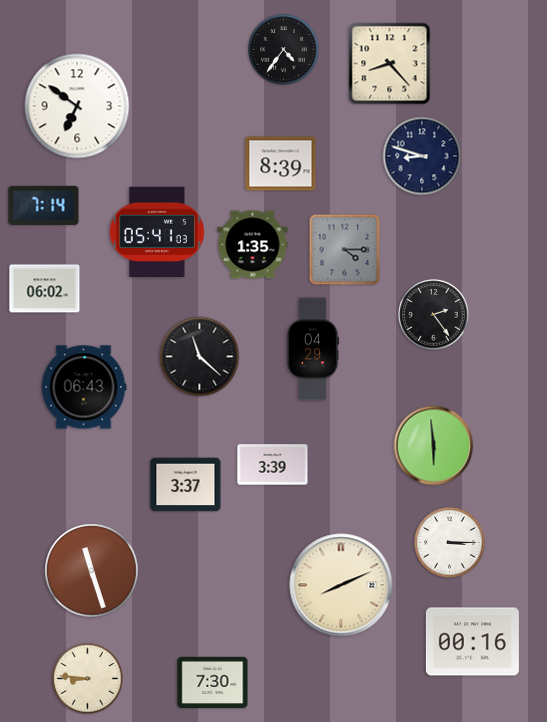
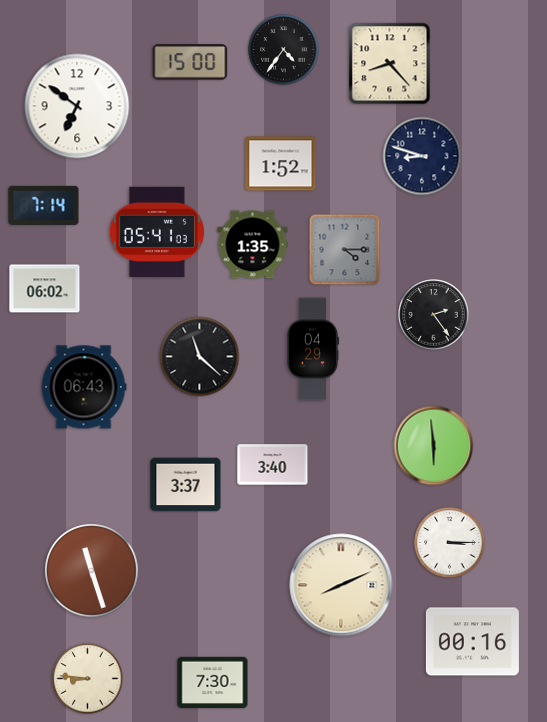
clock at (190, 62): none -> 15:00
clock at (281, 164): 8:39 -> 1:52
clock at (273, 465): 3:39 -> 3:40
